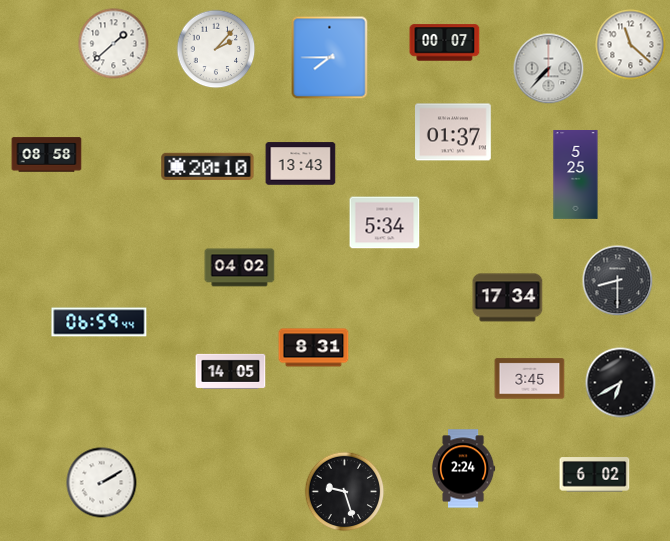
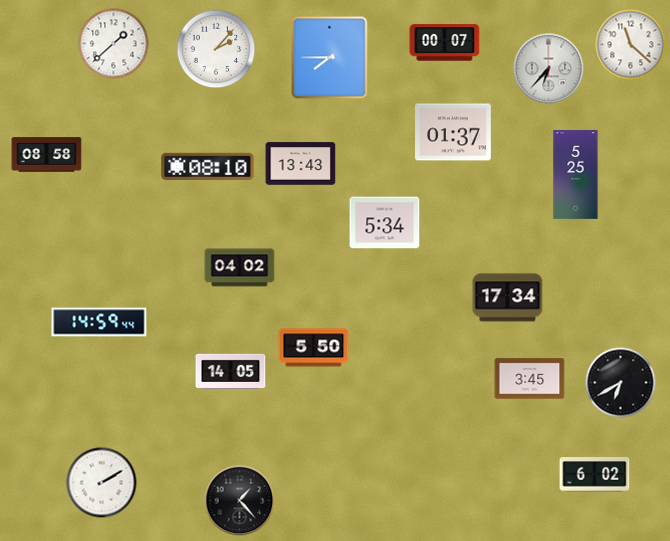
clock at (549, 69): 7:37 -> 6:37
clock at (208, 166): 20:10 -> 08:10
clock at (618, 281): 8:30 -> none
clock at (99, 322): 06:59 -> 14:59
clock at (314, 348): 8:31 -> 5:50
clock at (463, 469): 2:24 -> none
clock at (345, 492): 9:27 -> none
clock at (240, 501): none -> 1:23
